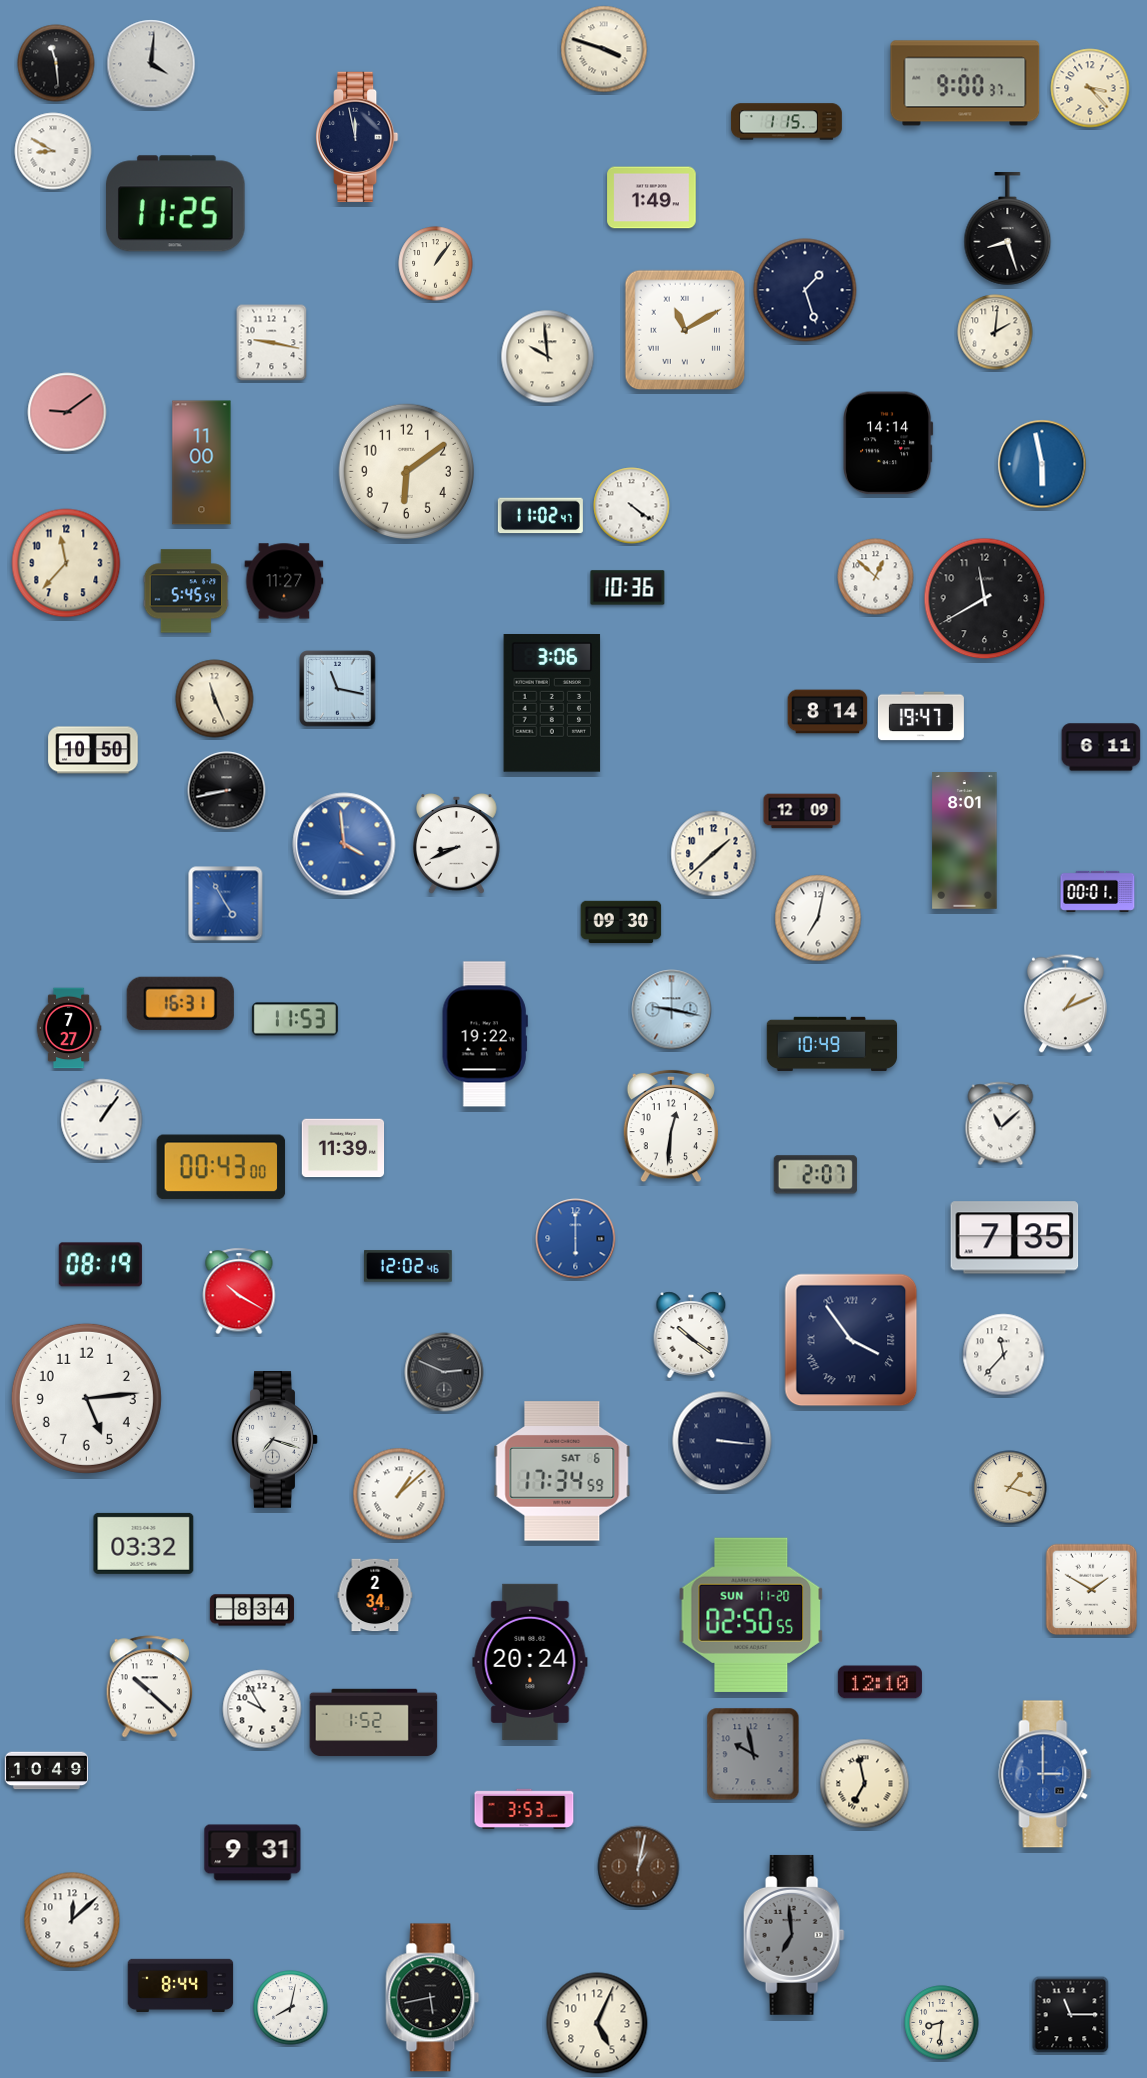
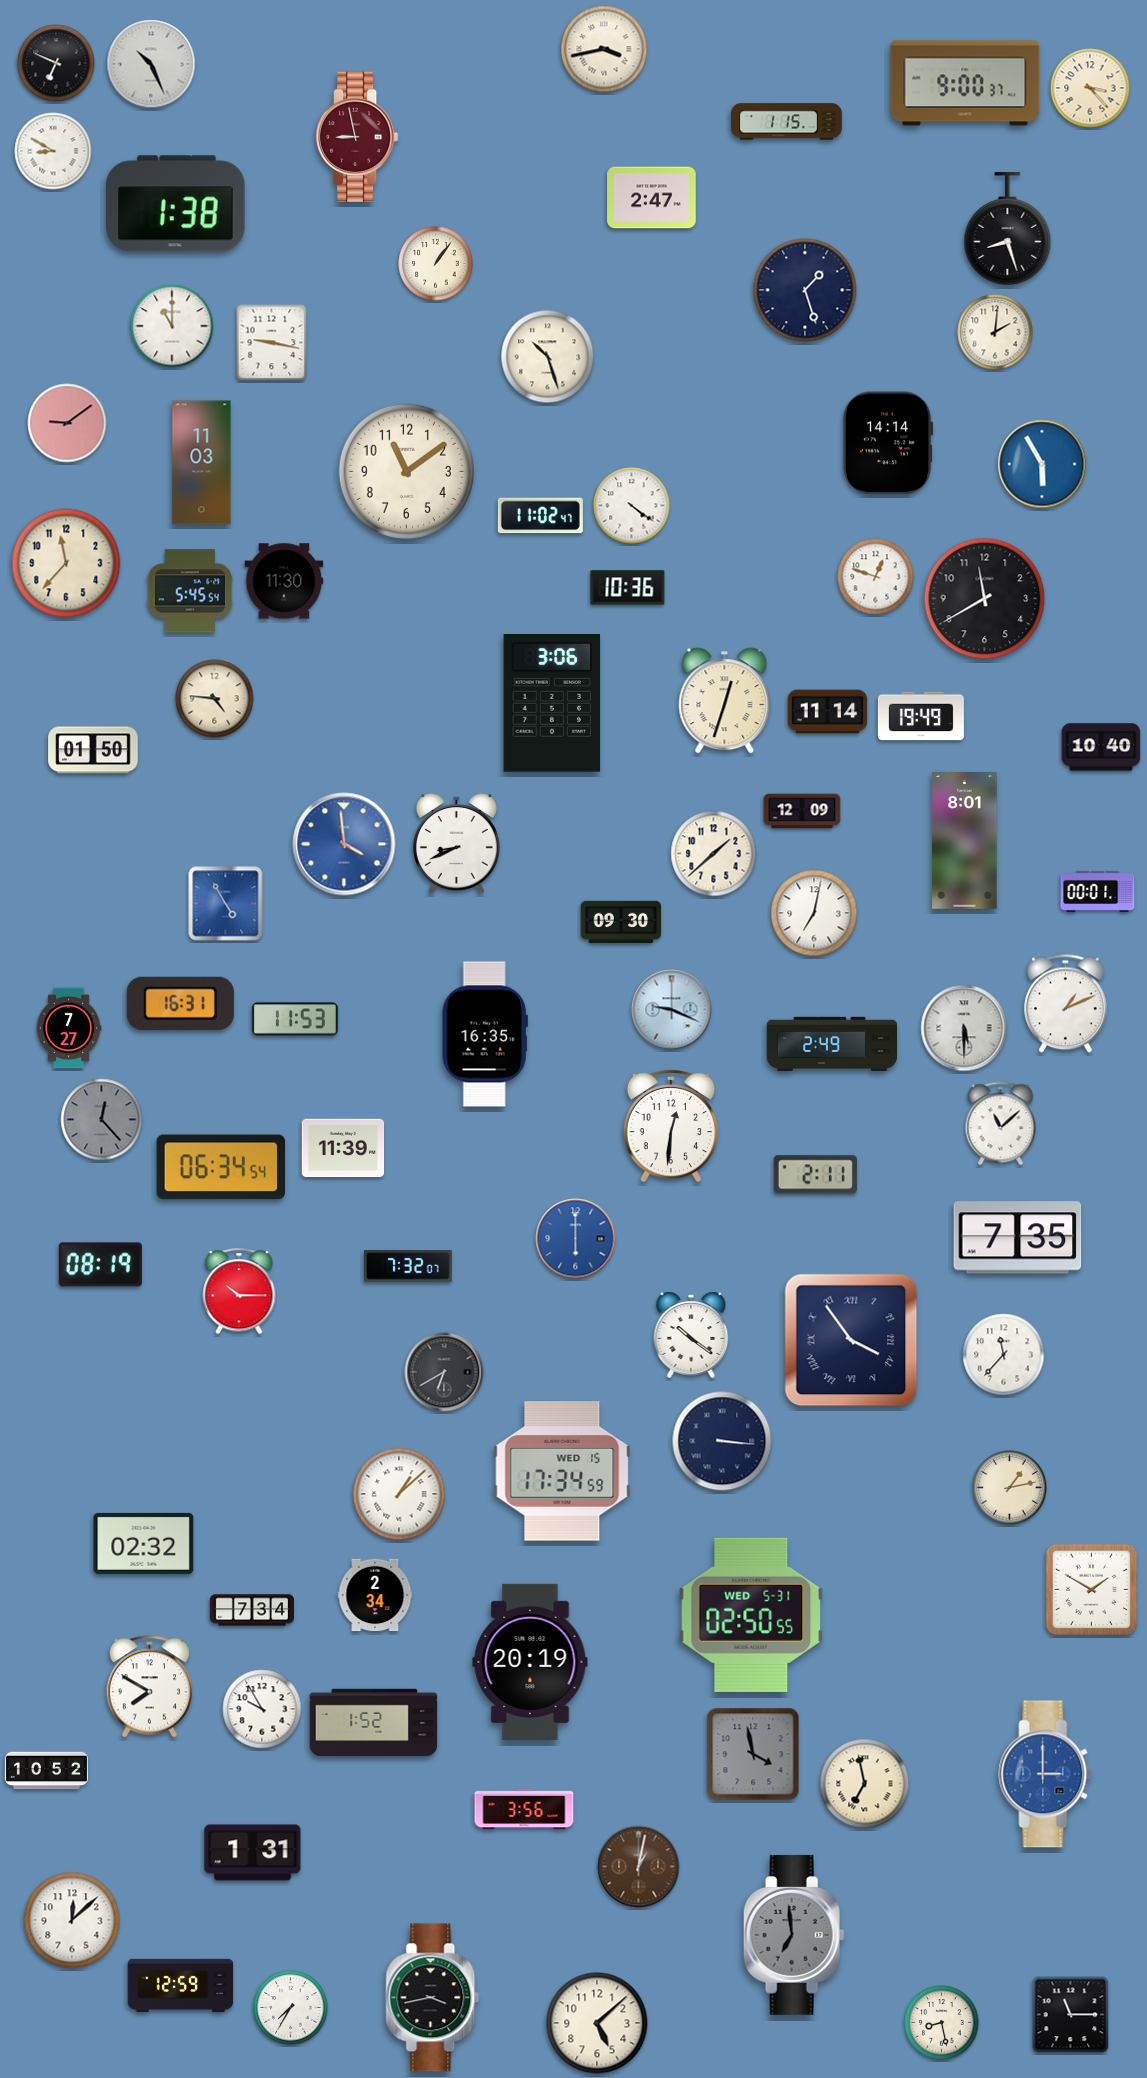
clock at (604, 49): 3:48 -> 3:43
clock at (56, 63): 11:29 -> 6:49
clock at (151, 64): 4:01 -> 10:26
clock at (358, 136): 11:58 -> 8:58
clock at (358, 136) dial: navy -> burgundy
clock at (652, 198): 1:49 -> 2:47
clock at (176, 204): 11:25 -> 1:38
clock at (172, 326): none -> 11:00
clock at (685, 330): 11:10 -> none
clock at (548, 357): 9:59 -> 10:27
clock at (67, 412) position: (67, 412) -> (67, 423)
clock at (202, 463): 11:00 -> 11:03
clock at (1042, 464): 5:58 -> 5:55
clock at (406, 471): 6:09 -> 11:09
clock at (876, 577): 12:52 -> 12:48
clock at (284, 581): 11:27 -> 11:30
clock at (186, 591) position: (186, 591) -> (190, 591)
clock at (338, 689): 11:17 -> none
clock at (215, 699): 11:26 -> 4:46
clock at (725, 701): none -> 12:33
clock at (828, 712): 8:14 -> 11:14
clock at (921, 716): 19:47 -> 19:49
clock at (1101, 747): 6:11 -> 10:40
clock at (93, 750): 10:50 -> 01:50
clock at (227, 791): 8:43 -> none
clock at (818, 918) position: (818, 918) -> (814, 913)
clock at (672, 1010): 9:17 -> 9:19
clock at (964, 1028): none -> 5:30
clock at (485, 1034): 19:22 -> 16:35
clock at (832, 1043): 10:49 -> 2:49
clock at (102, 1120): 1:06 -> 12:23
clock at (102, 1120) dial: white -> grey
clock at (221, 1167): 00:43 -> 06:34
clock at (815, 1175): 2:07 -> 2:11
clock at (1015, 1238) position: (1015, 1238) -> (1018, 1238)
clock at (409, 1266): 12:02 -> 7:32
clock at (239, 1291): 10:20 -> 10:15
clock at (444, 1372): 2:49 -> 6:40
clock at (86, 1398): 5:14 -> none
clock at (275, 1440): 7:18 -> none
clock at (562, 1471) date: SAT 6 -> WED 15
clock at (1010, 1488): 1:18 -> 1:13
clock at (144, 1543): 03:32 -> 02:32
clock at (252, 1610): 8:34 -> 7:34
clock at (751, 1615) date: SUN 11-20 -> WED 5-31
clock at (530, 1662): 20:24 -> 20:19
clock at (880, 1682): 12:10 -> none
clock at (150, 1687): 10:22 -> 7:50
clock at (753, 1754): 9:58 -> 3:58
clock at (46, 1771): 10:49 -> 10:52
clock at (524, 1809): 3:53 -> 3:56
clock at (253, 1853): 9:31 -> 1:31
clock at (181, 1985): 8:44 -> 12:59
clock at (433, 1998): 5:43 -> 3:43
clock at (291, 2008): 8:02 -> 7:35
clock at (597, 2023): 5:04 -> 5:08
clock at (942, 2023): 8:31 -> 8:28
